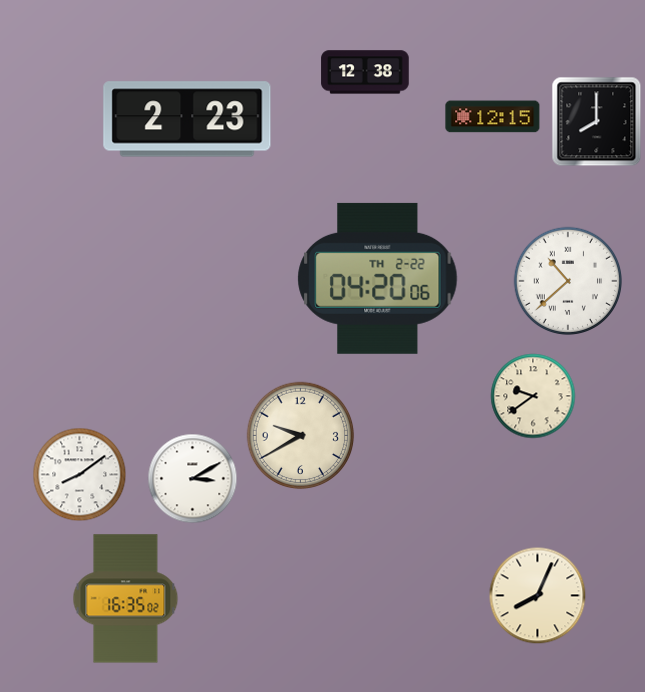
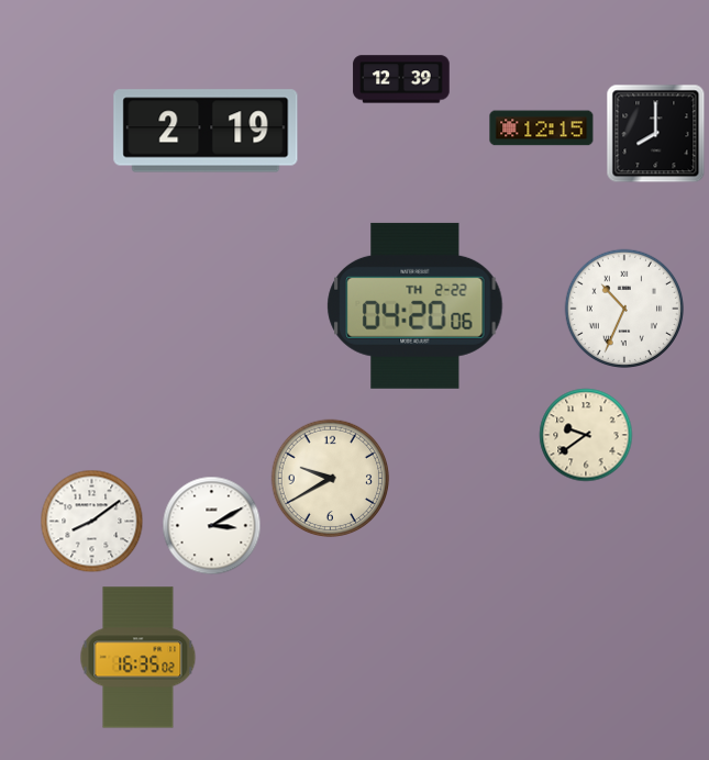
clock at (365, 72): 12:38 -> 12:39
clock at (187, 119): 2:23 -> 2:19
clock at (567, 280): 10:38 -> 10:34
clock at (80, 475) position: (80, 475) -> (92, 522)
clock at (538, 596): 8:04 -> none
